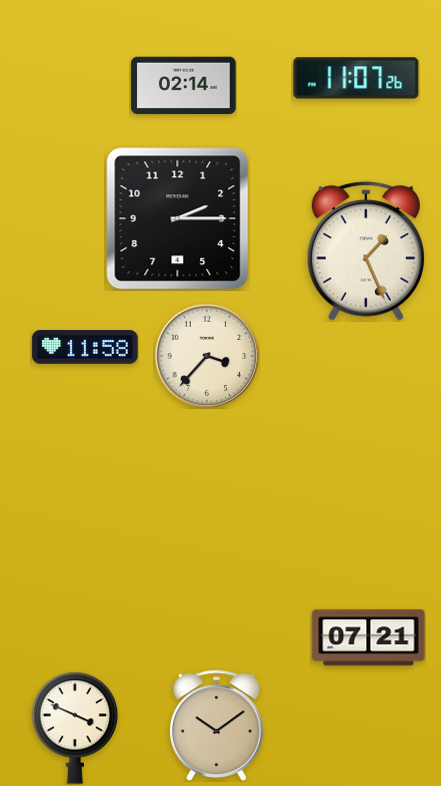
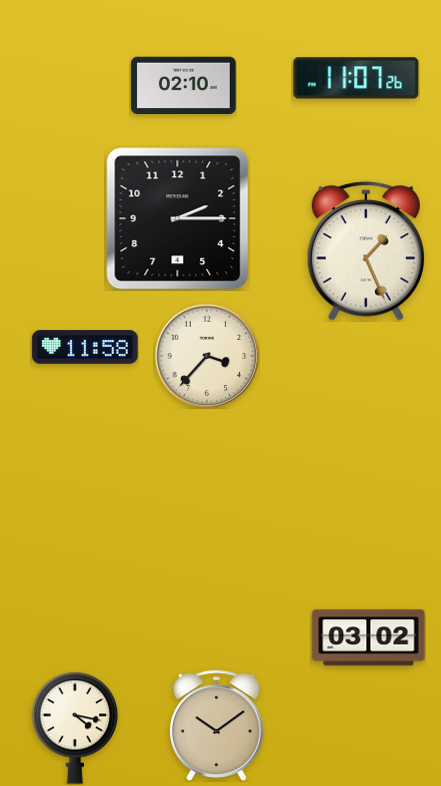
clock at (184, 86): 02:14 -> 02:10
clock at (369, 638): 07:21 -> 03:02
clock at (74, 728): 3:49 -> 4:17
